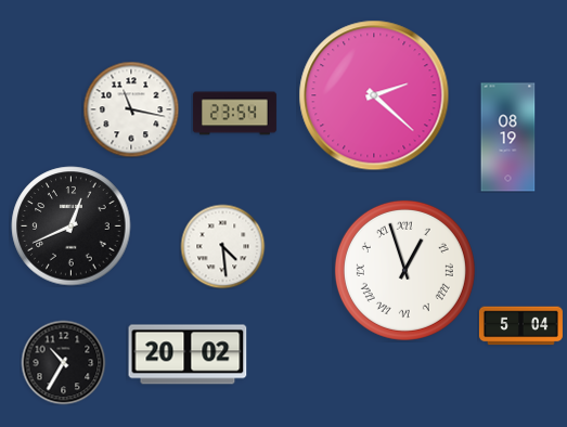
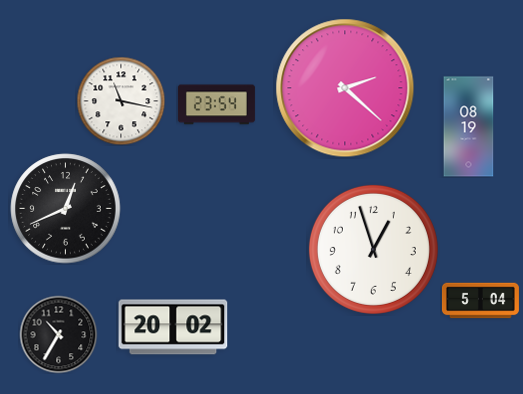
clock at (222, 246): 4:29 -> none
clock at (404, 270) numerals: Roman -> Arabic
